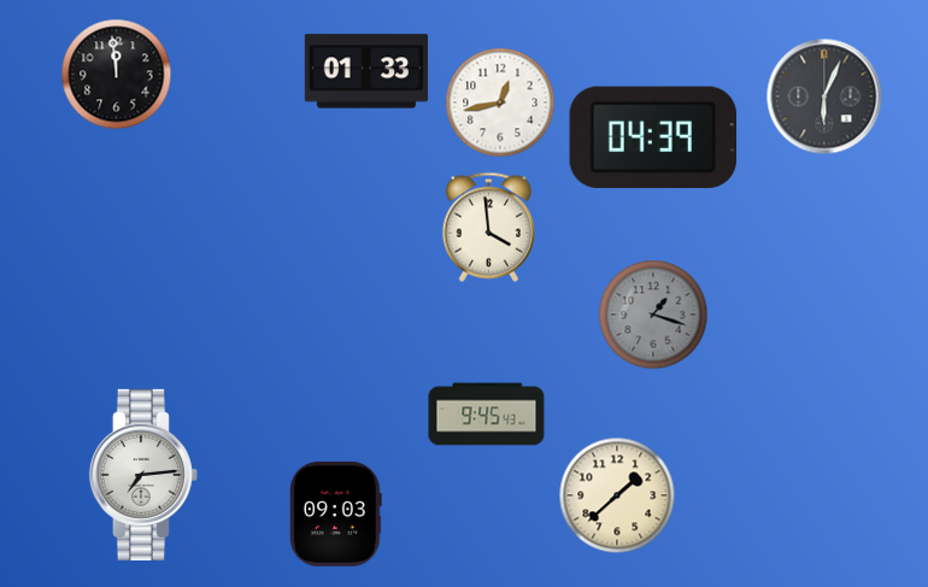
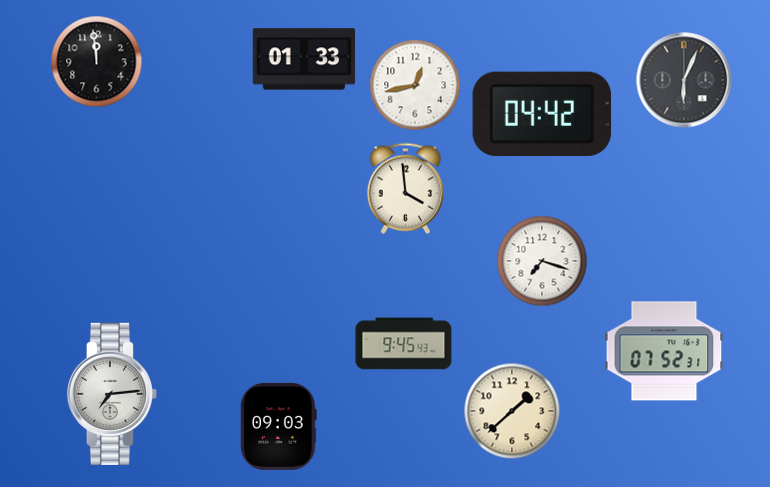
clock at (653, 137): 04:39 -> 04:42
clock at (653, 315): 1:18 -> 7:18
clock at (653, 315) dial: grey -> white
clock at (664, 351): none -> 07:52
clock at (143, 475) position: (143, 475) -> (112, 394)
